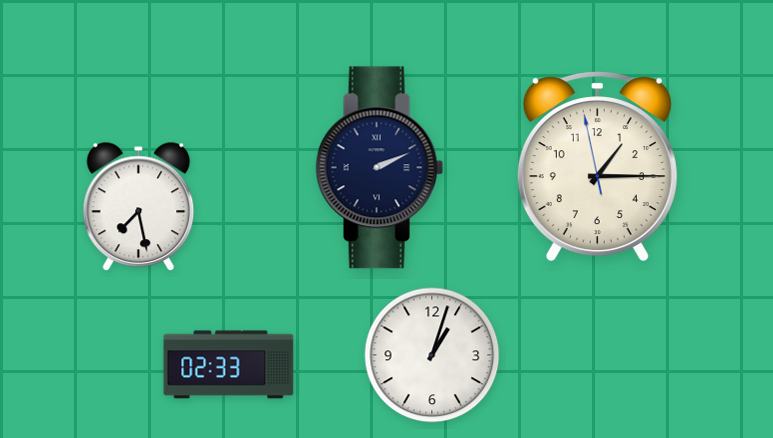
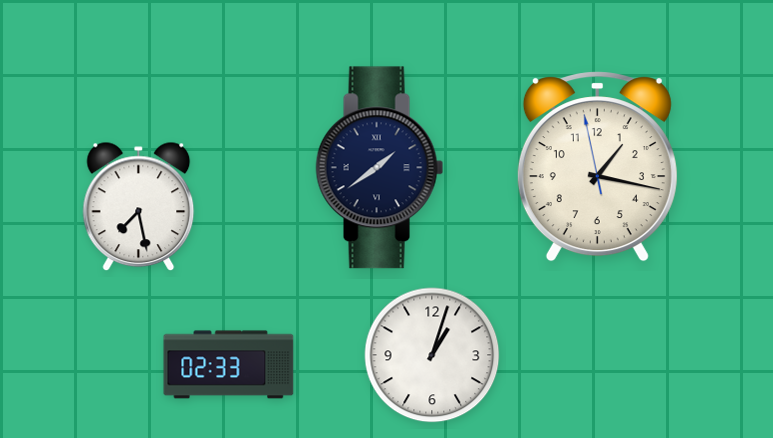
clock at (597, 167): 1:14 -> 1:16
clock at (380, 168): 2:11 -> 1:39
